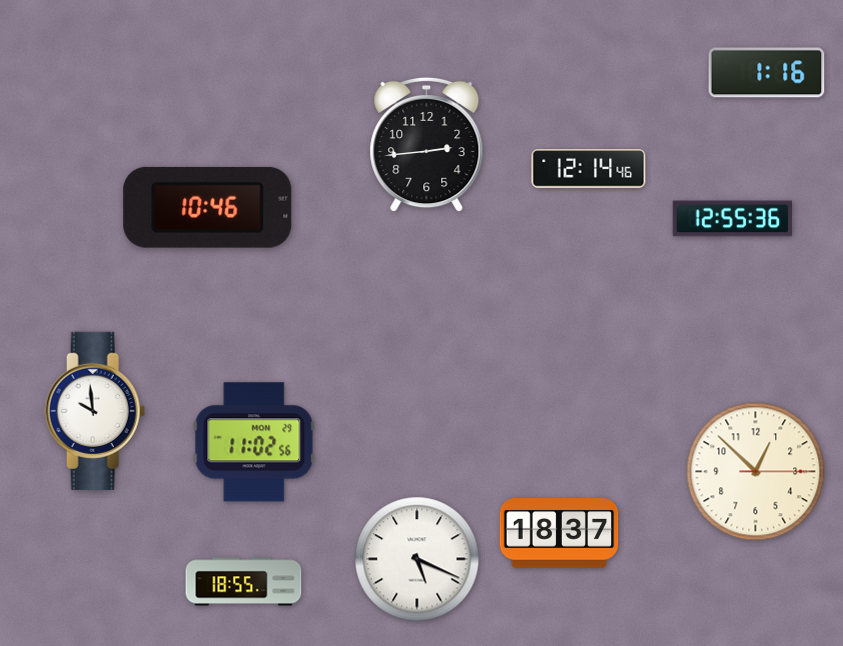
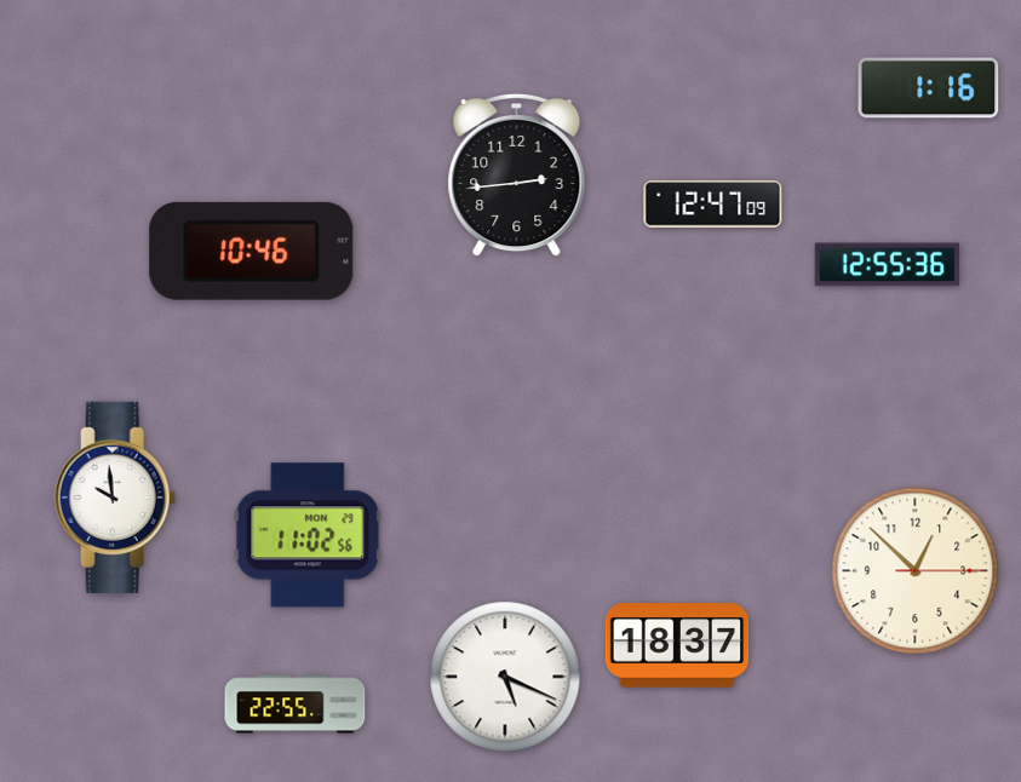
clock at (589, 169): 12:14 -> 12:47
clock at (244, 582): 18:55 -> 22:55
